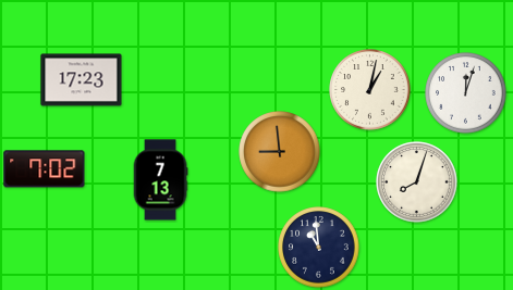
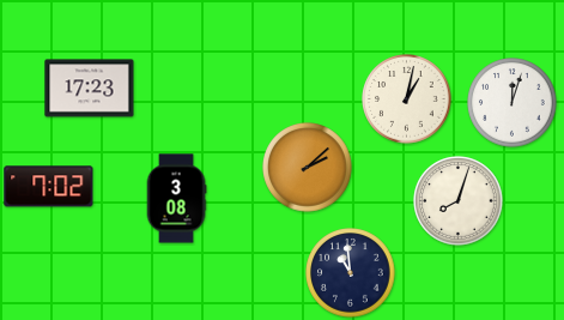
clock at (280, 152): 8:59 -> 2:08
clock at (160, 180): 7:13 -> 3:08
